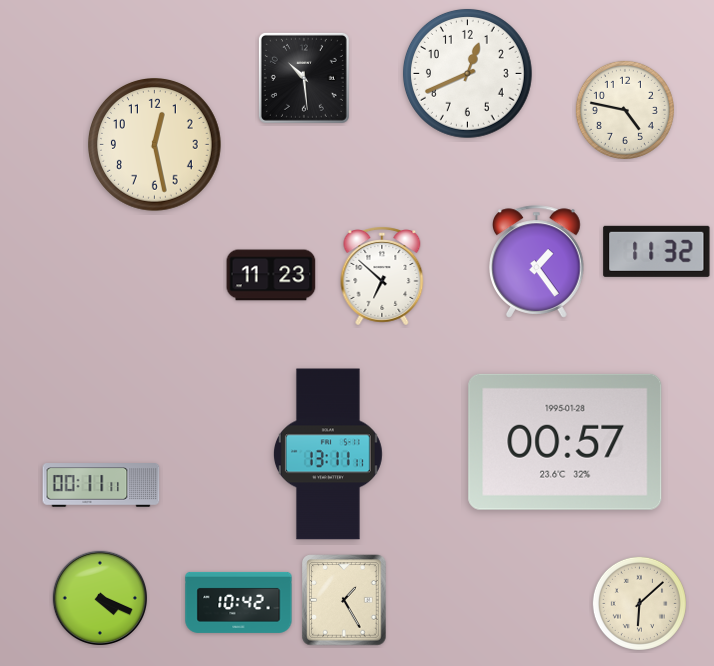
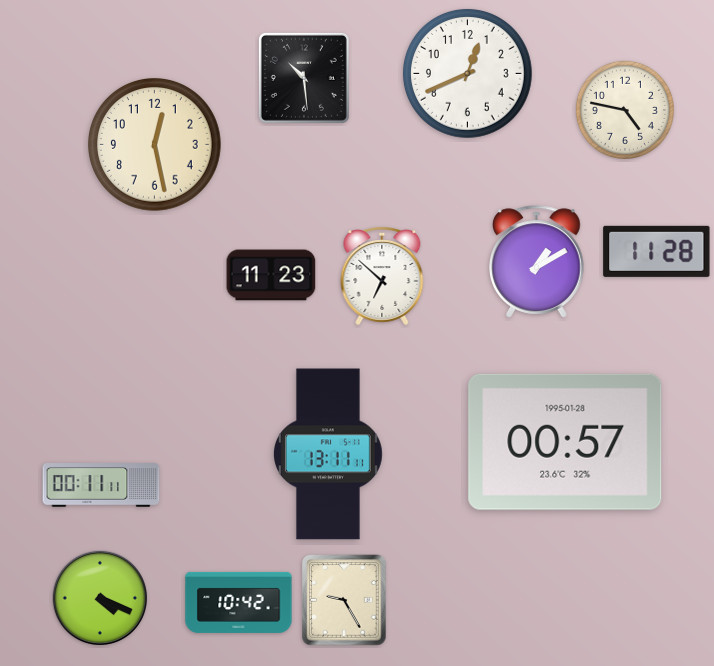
clock at (657, 251): 11:32 -> 11:28
clock at (537, 262): 1:24 -> 1:10
clock at (344, 600): 1:25 -> 9:25
clock at (639, 603): 6:08 -> none
